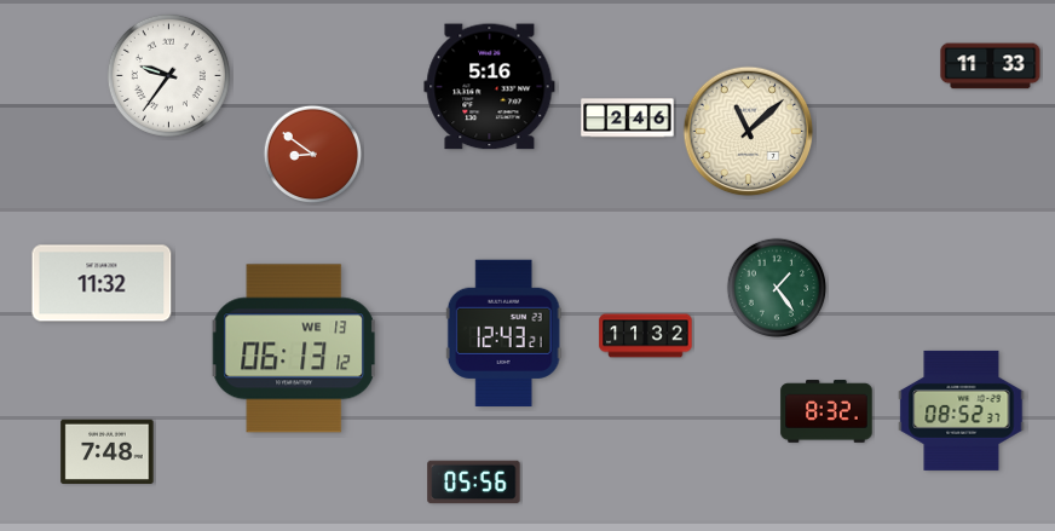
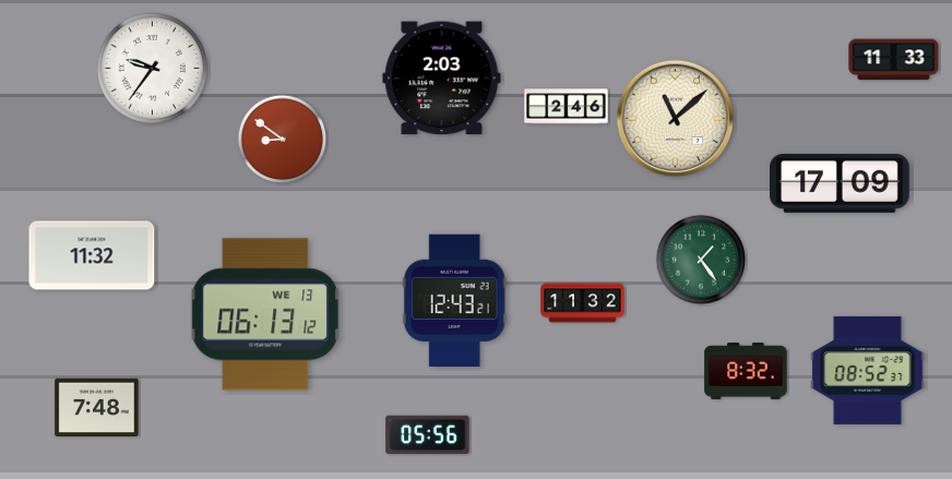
clock at (490, 87): 5:16 -> 2:03
clock at (840, 183): none -> 17:09
